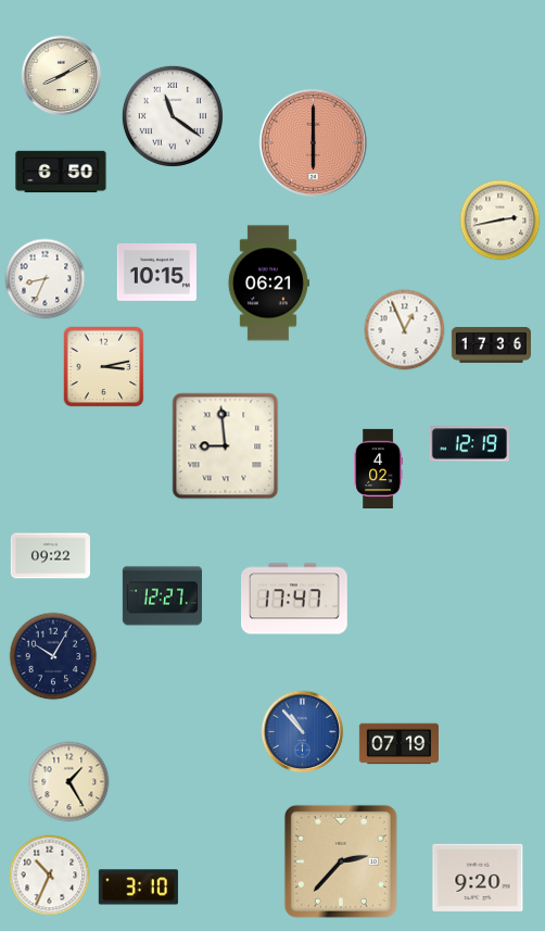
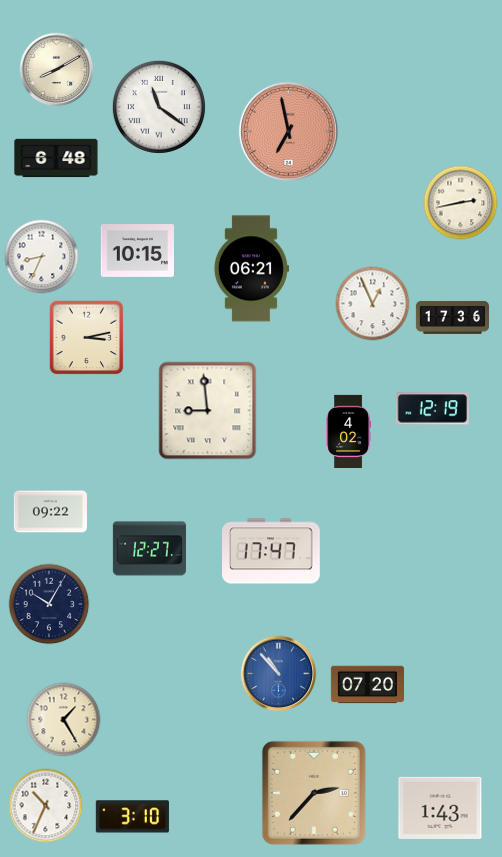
clock at (313, 142): 6:00 -> 6:58
clock at (61, 172): 6:50 -> 6:48
clock at (156, 273) position: (156, 273) -> (137, 251)
clock at (268, 284) position: (268, 284) -> (251, 269)
clock at (104, 367) position: (104, 367) -> (87, 338)
clock at (50, 556) position: (50, 556) -> (50, 512)
clock at (398, 744): 07:19 -> 07:20
clock at (478, 878): 9:20 -> 1:43
clock at (138, 888) position: (138, 888) -> (132, 817)
